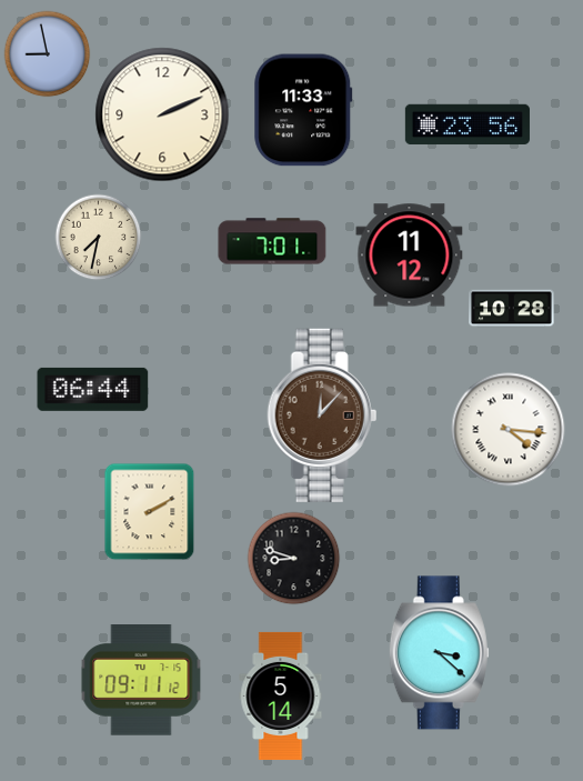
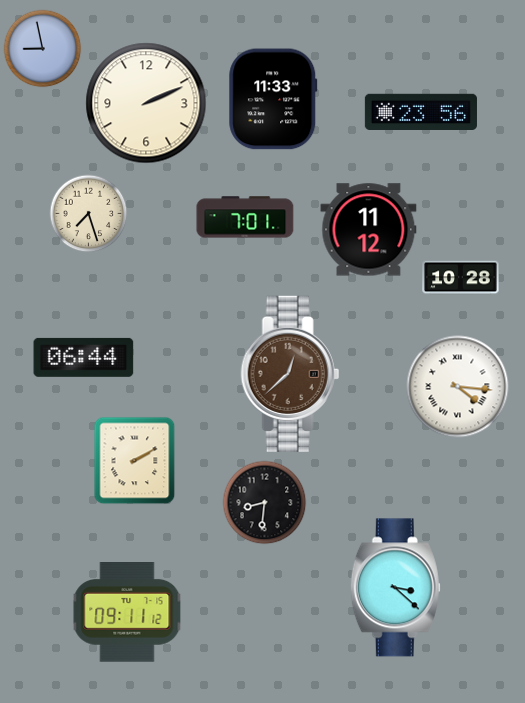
clock at (98, 237): 7:32 -> 7:27
clock at (93, 389) position: (93, 389) -> (84, 357)
clock at (322, 415): 12:07 -> 12:38
clock at (293, 558): 8:48 -> 8:31
clock at (281, 695): 5:14 -> none
